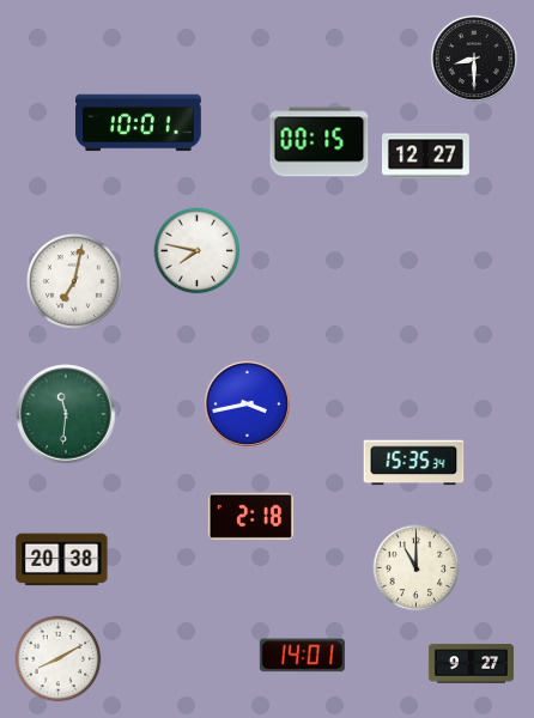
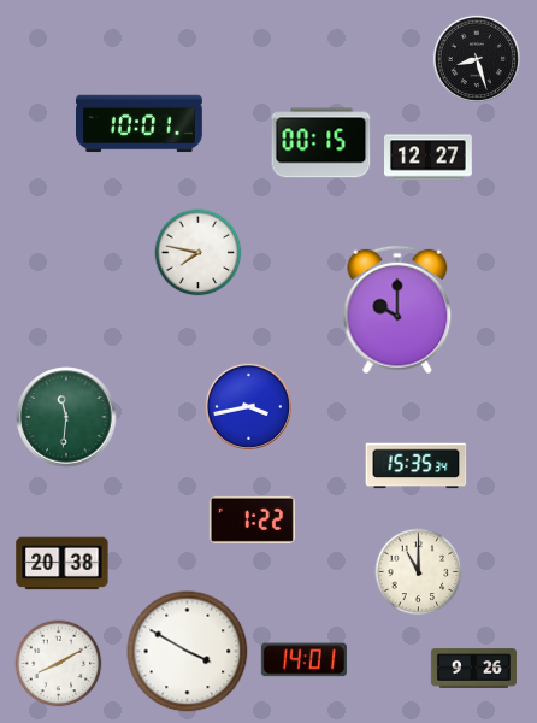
clock at (474, 59): 8:30 -> 8:27
clock at (74, 281): 7:02 -> none
clock at (397, 310): none -> 10:00
clock at (250, 516): 2:18 -> 1:22
clock at (188, 652): none -> 3:50
clock at (471, 664): 9:27 -> 9:26
